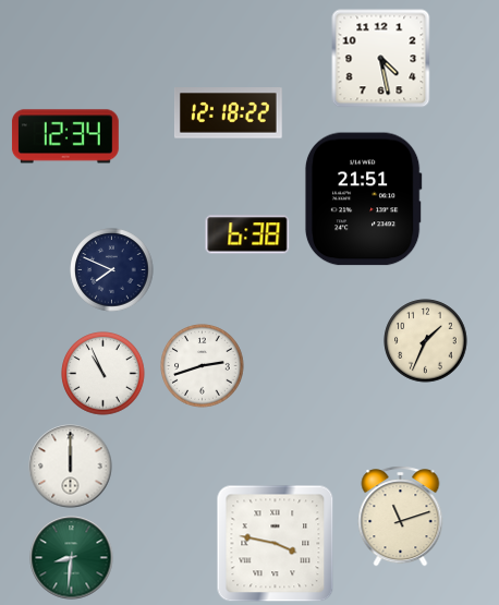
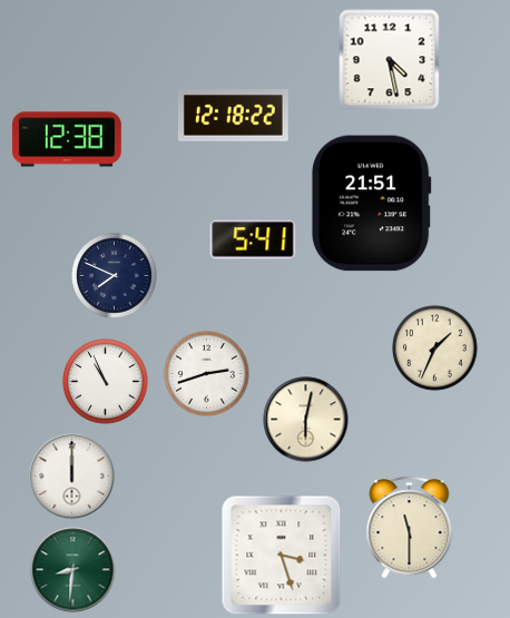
clock at (65, 136): 12:34 -> 12:38
clock at (247, 234): 6:38 -> 5:41
clock at (306, 420): none -> 6:02
clock at (401, 517): 11:12 -> 11:30
clock at (276, 544): 3:47 -> 3:27
